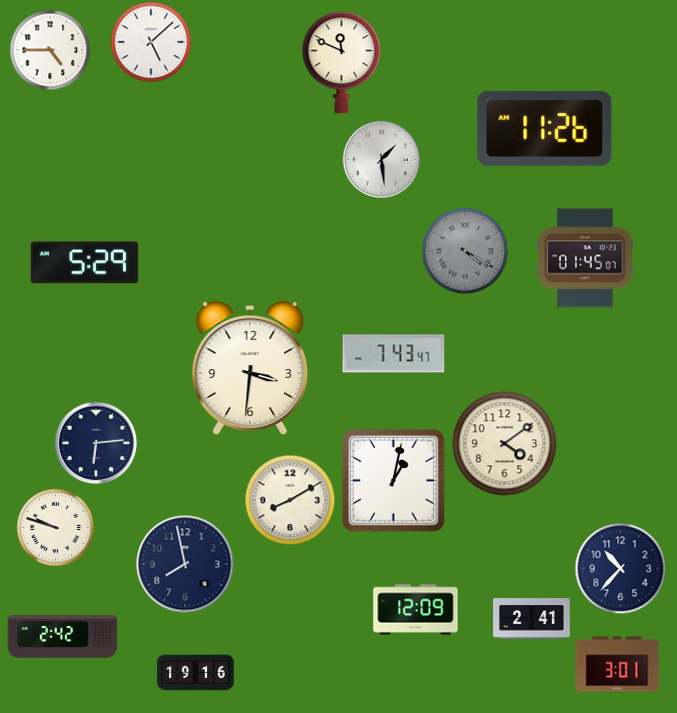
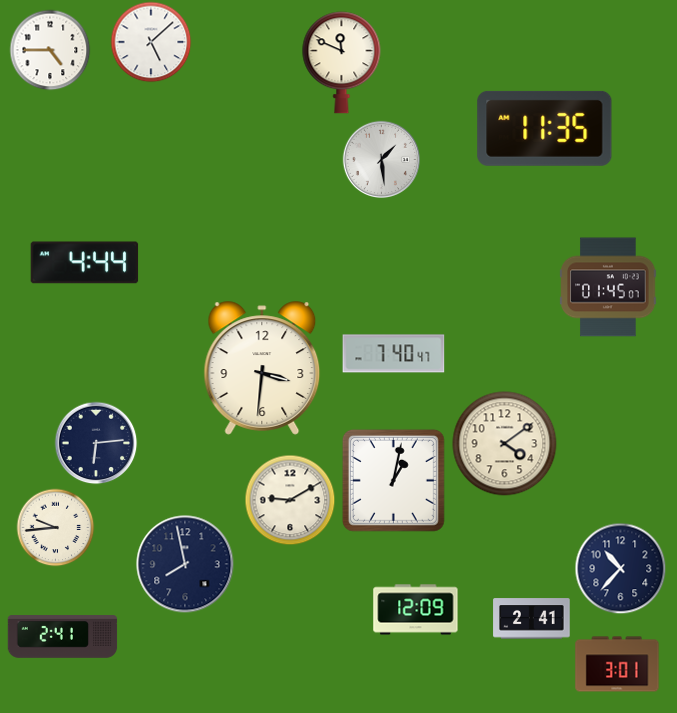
clock at (545, 128): 11:26 -> 11:35
clock at (465, 251): 4:20 -> none
clock at (585, 258) position: (585, 258) -> (608, 287)
clock at (85, 263): 5:29 -> 4:44
clock at (394, 354): 7:43 -> 7:40
clock at (250, 368) position: (250, 368) -> (262, 368)
clock at (290, 500): 8:10 -> 9:10
clock at (55, 527): 9:48 -> 9:44
clock at (63, 637): 2:42 -> 2:41
clock at (196, 673): 19:16 -> none
